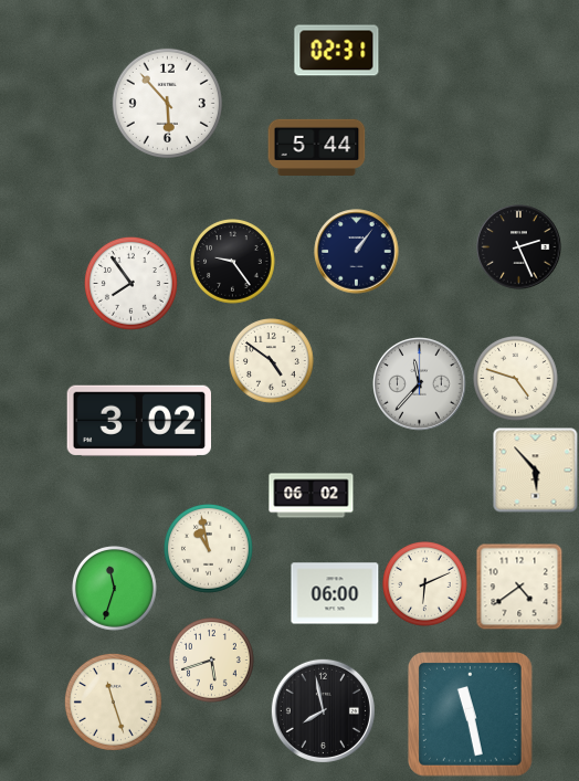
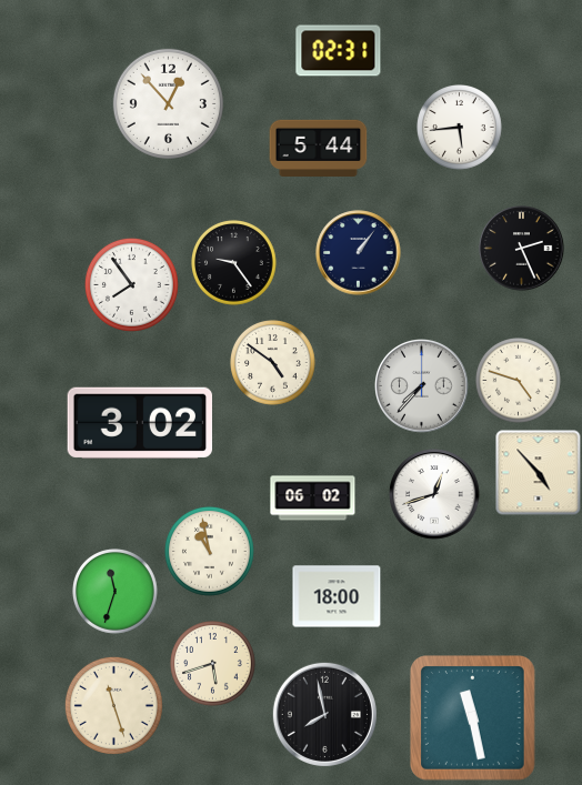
clock at (167, 103): 5:53 -> 12:53
clock at (460, 128): none -> 5:44
clock at (420, 384): 11:37 -> 7:37
clock at (536, 471): 5:53 -> 4:53
clock at (434, 494): none -> 12:42
clock at (425, 584): 6:11 -> none
clock at (519, 587): 4:39 -> none
clock at (335, 593): 06:00 -> 18:00
